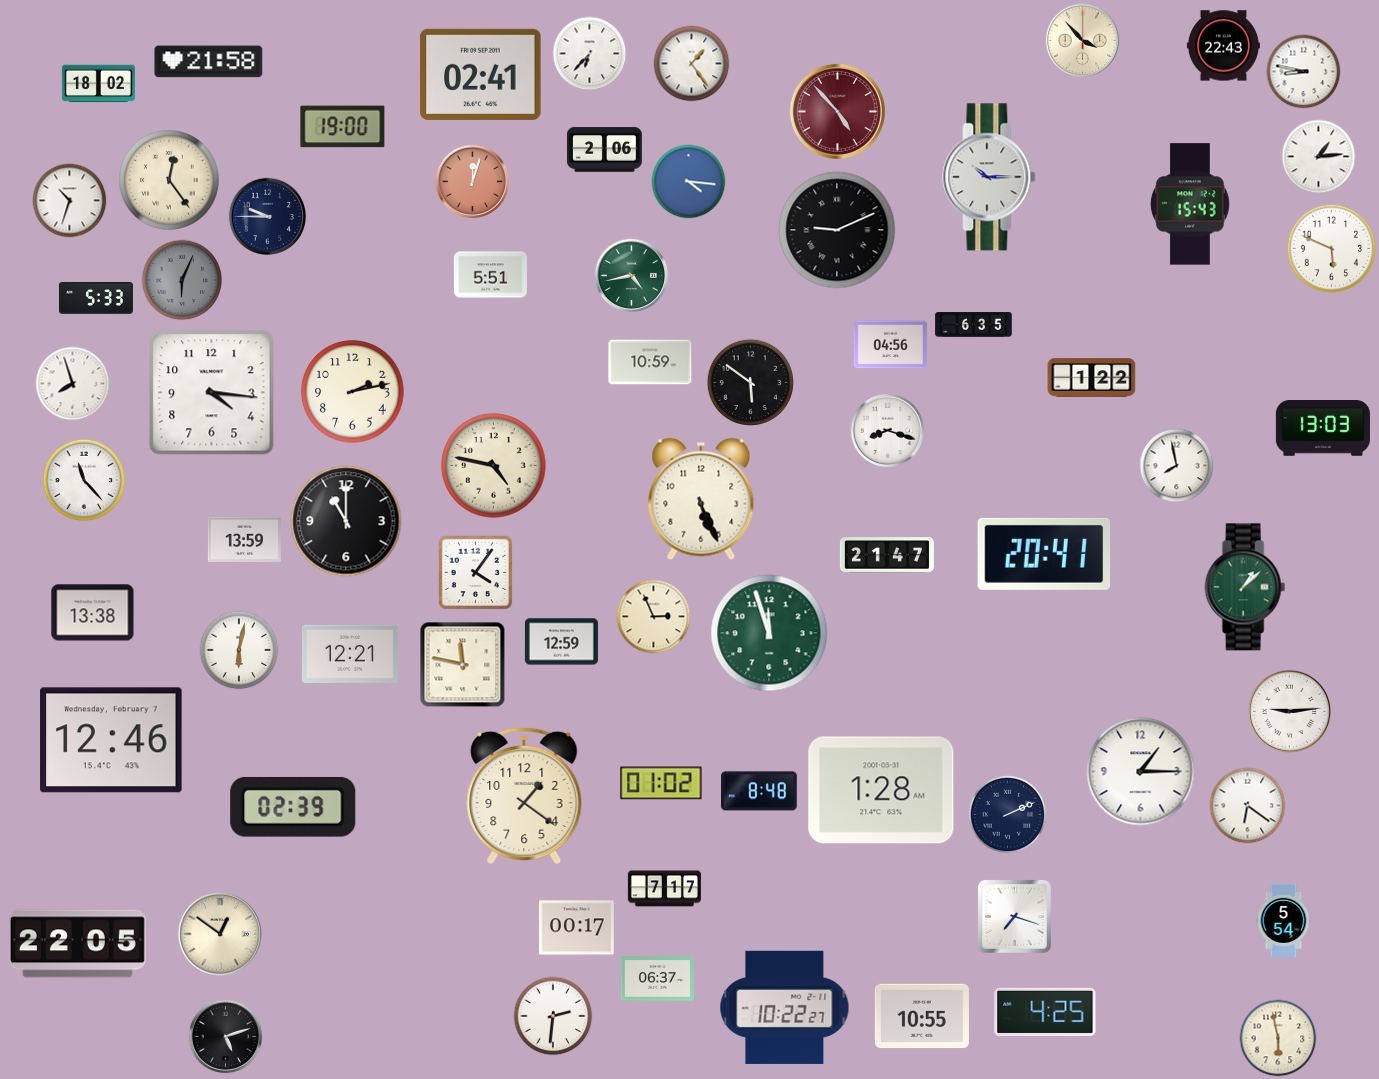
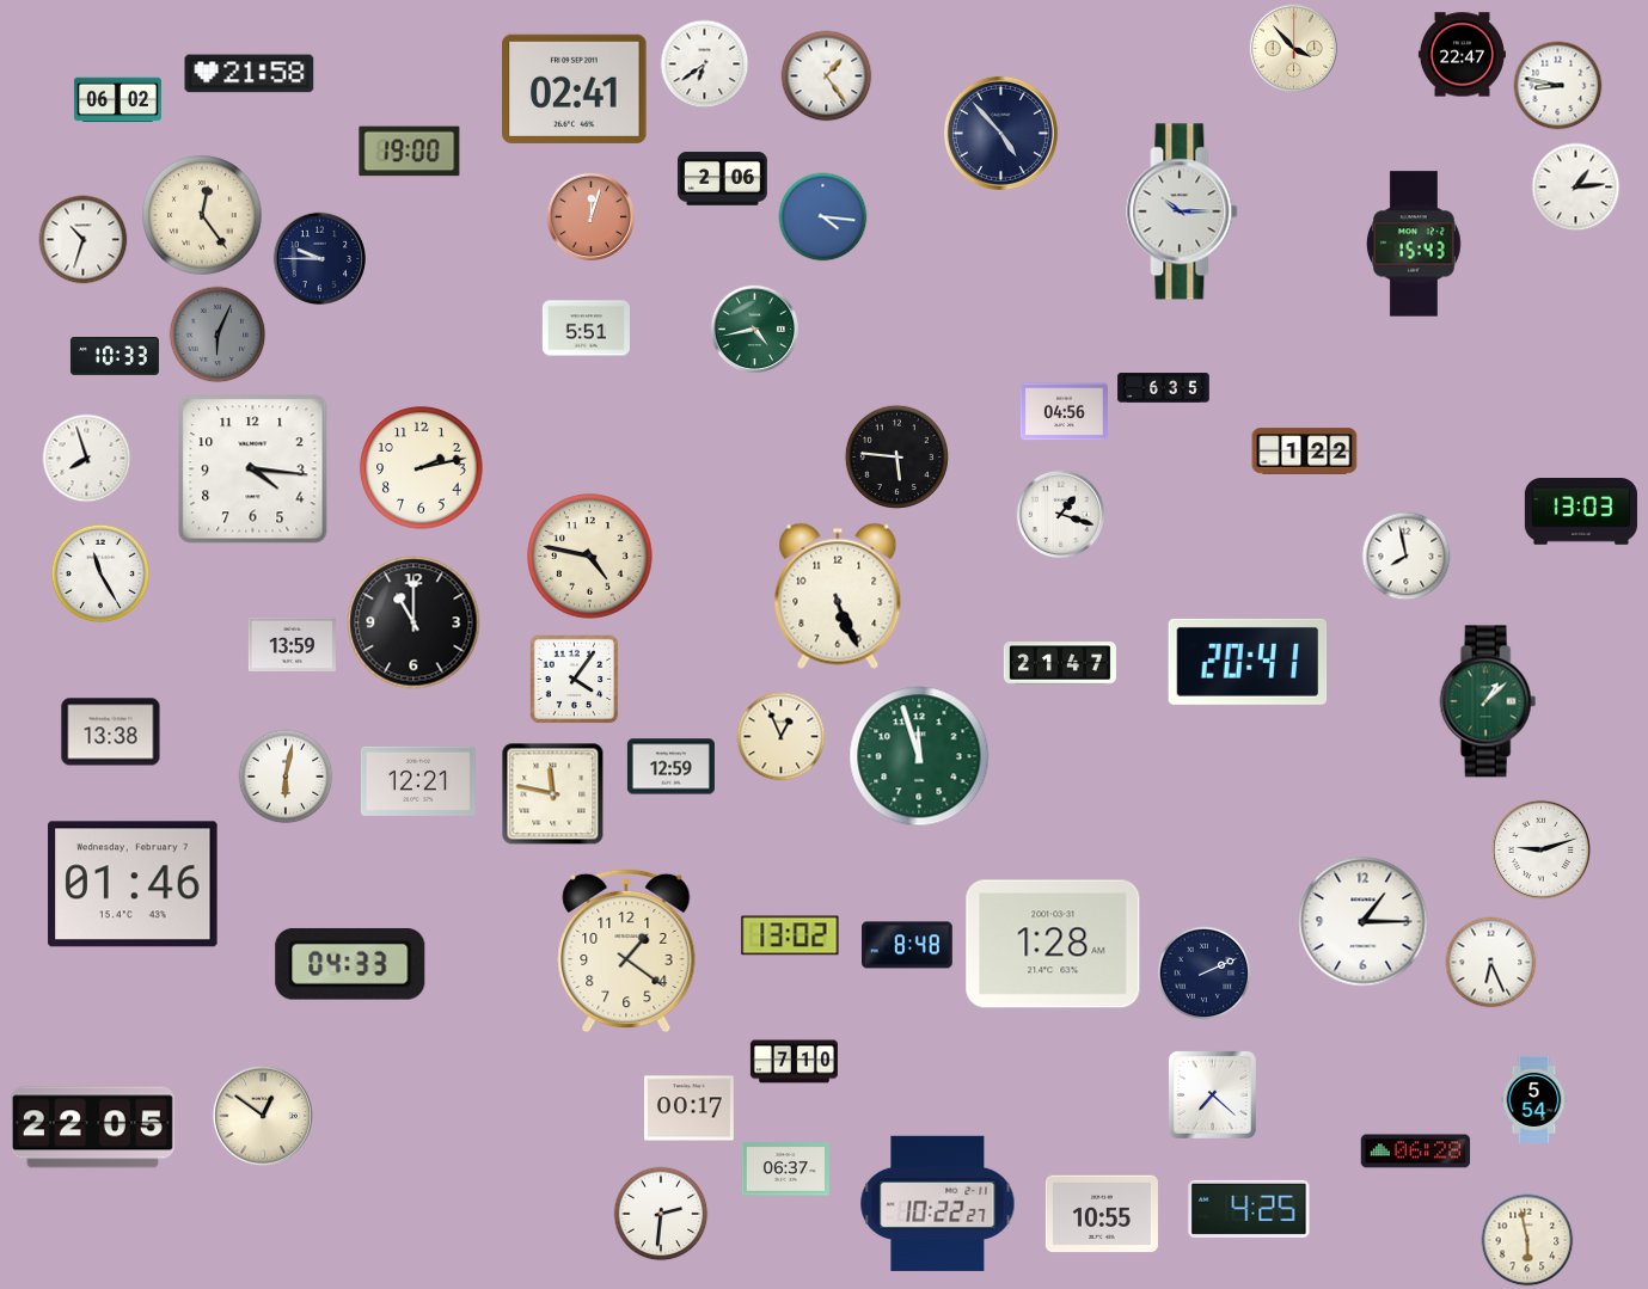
clock at (1223, 46): 22:43 -> 22:47
clock at (590, 54): 6:37 -> 6:39
clock at (98, 84): 18:02 -> 06:02
clock at (837, 111) dial: burgundy -> navy
clock at (473, 182) position: (473, 182) -> (592, 217)
clock at (1190, 204) position: (1190, 204) -> (1414, 244)
clock at (837, 230): 9:11 -> none
clock at (1331, 248): 5:49 -> none
clock at (96, 299): 5:33 -> 10:33
clock at (650, 362): 10:59 -> none
clock at (750, 382): 5:51 -> 5:46
clock at (888, 431): 8:18 -> 1:18
clock at (84, 480): 11:23 -> 11:25
clock at (476, 573) position: (476, 573) -> (575, 680)
clock at (654, 617): 2:56 -> 12:56
clock at (1289, 711): 9:14 -> 9:12
clock at (111, 740): 12:46 -> 01:46
clock at (661, 783): 01:02 -> 13:02
clock at (1248, 806): 6:21 -> 6:26
clock at (293, 807): 02:39 -> 04:33
clock at (664, 889): 7:17 -> 7:10
clock at (1014, 916): 7:18 -> 7:22
clock at (1416, 1152): none -> 06:28
clock at (226, 1037): 5:12 -> none
